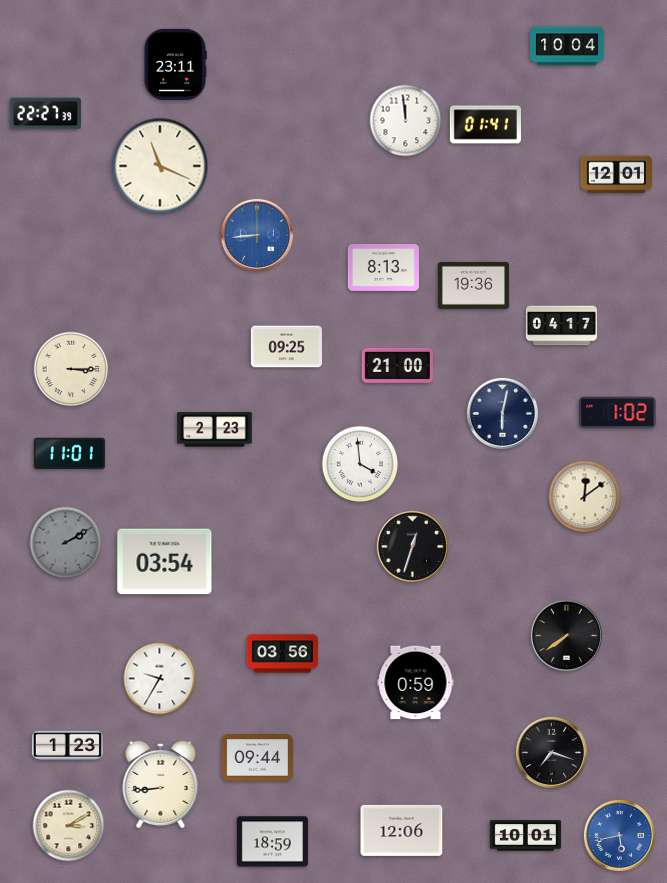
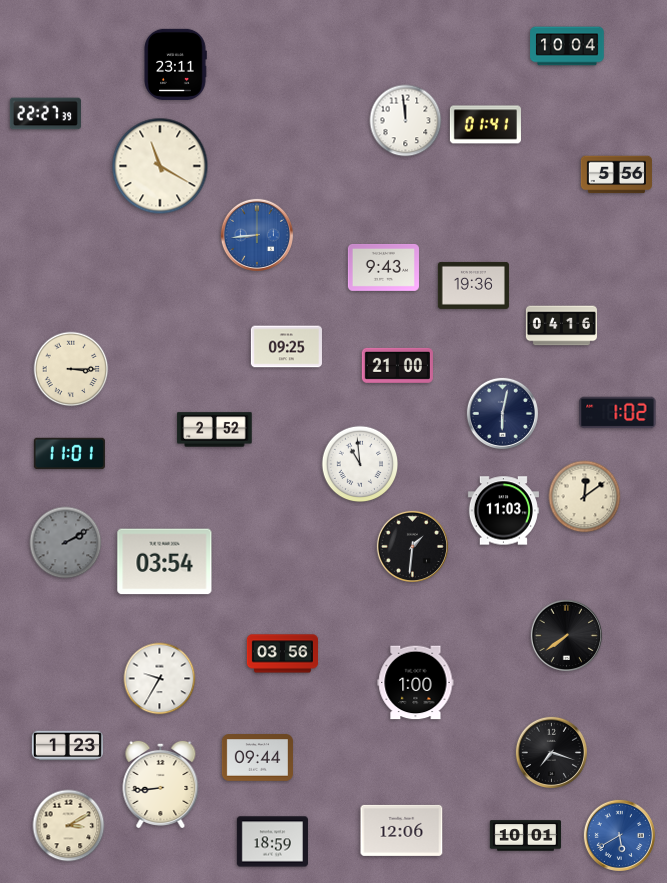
clock at (160, 166): 11:19 -> 11:20
clock at (616, 175): 12:01 -> 5:56
clock at (383, 267): 8:13 -> 9:43
clock at (561, 326): 04:17 -> 04:16
clock at (215, 430): 2:23 -> 2:52
clock at (360, 464): 3:59 -> 10:59
clock at (503, 511): none -> 11:03
clock at (412, 546): 12:33 -> 1:31
clock at (416, 683): 0:59 -> 1:00
clock at (619, 835): 5:43 -> 5:40
